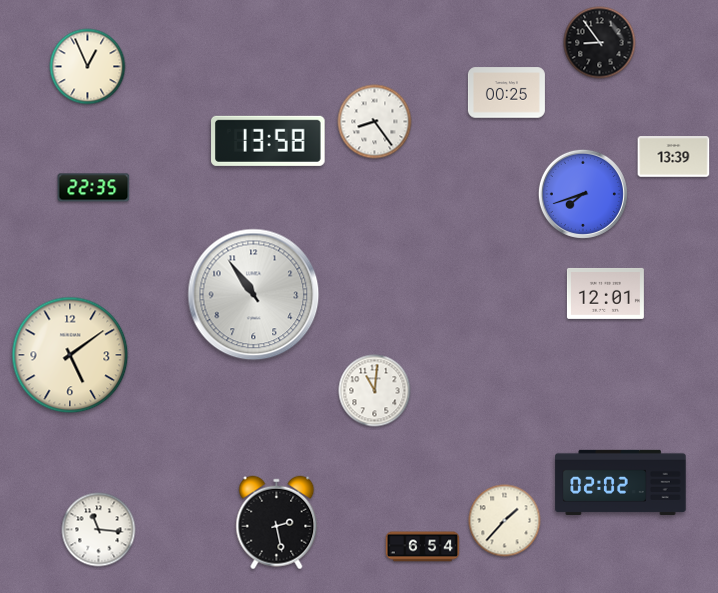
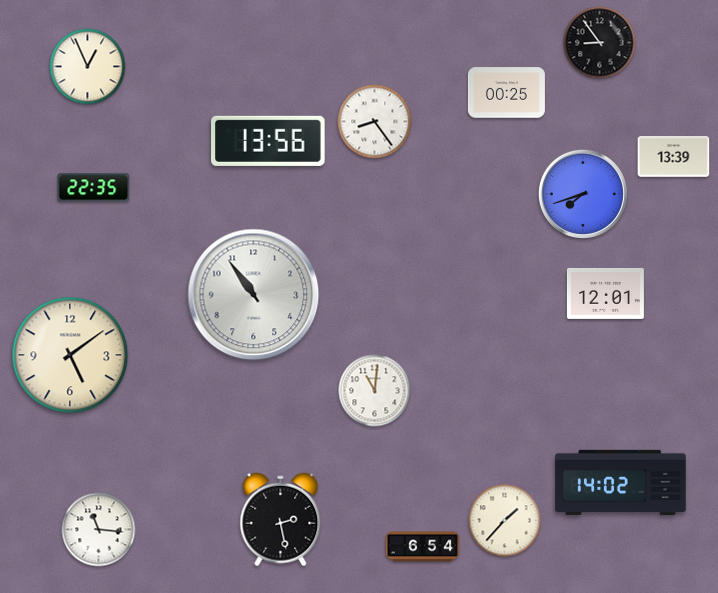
clock at (268, 141): 13:58 -> 13:56
clock at (621, 482): 02:02 -> 14:02
clock at (277, 523) position: (277, 523) -> (281, 520)
